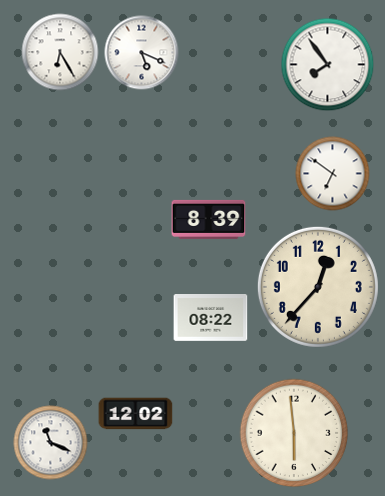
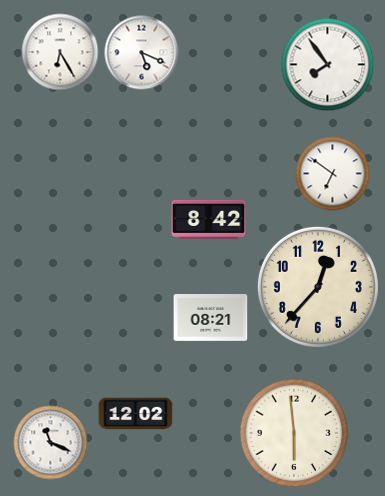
clock at (209, 219): 8:39 -> 8:42
clock at (211, 318): 08:22 -> 08:21
